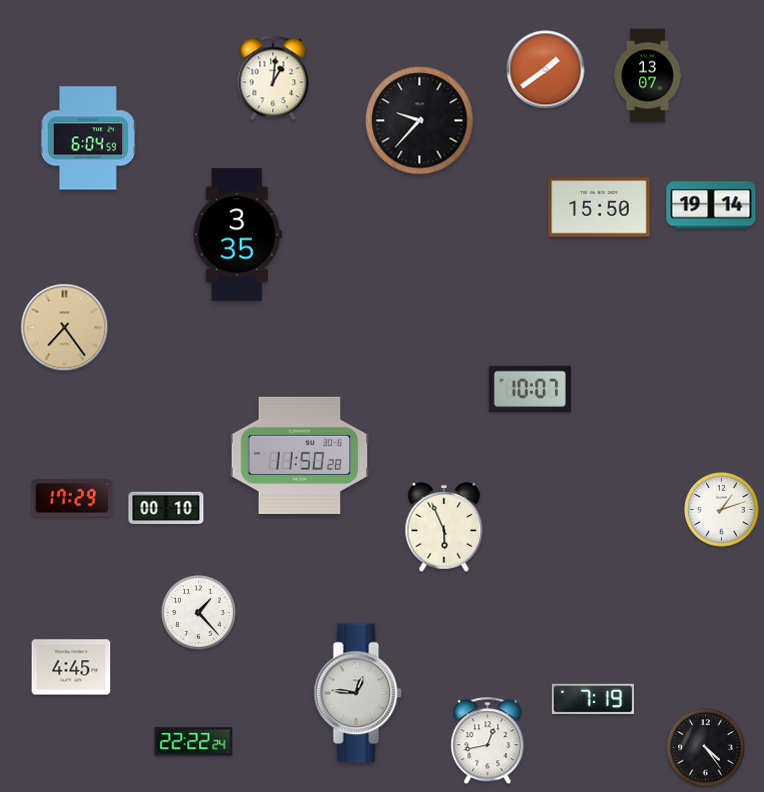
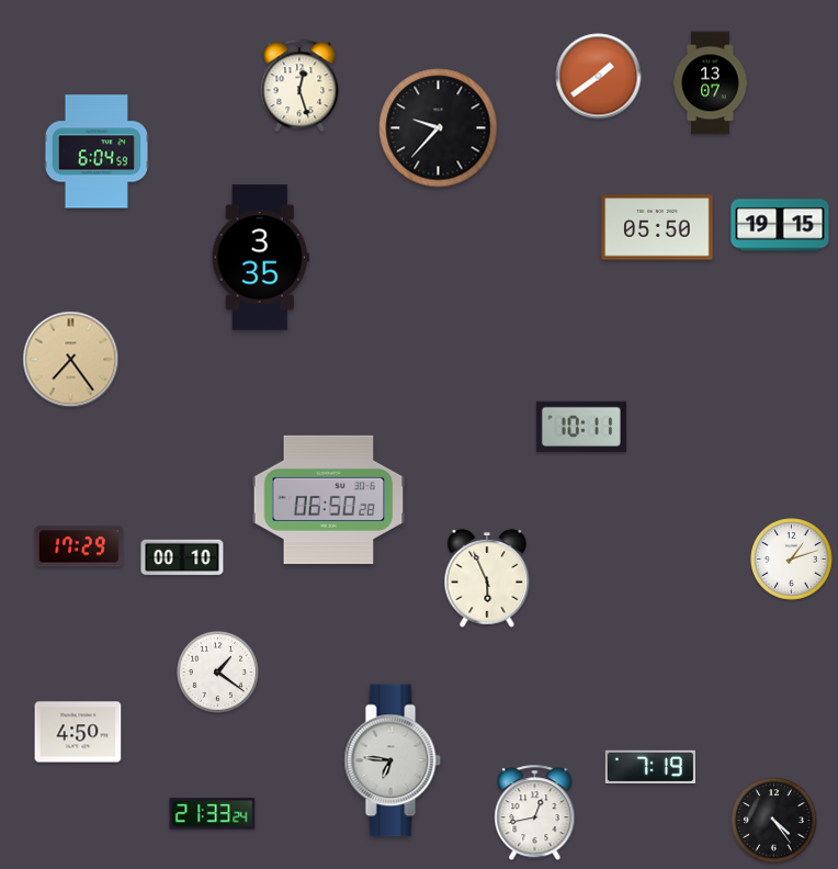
clock at (273, 78): 1:01 -> 12:27
clock at (420, 121) position: (420, 121) -> (439, 128)
clock at (711, 205): 19:14 -> 19:15
clock at (599, 207): 15:50 -> 05:50
clock at (530, 389): 10:07 -> 10:11
clock at (300, 455): 11:50 -> 06:50
clock at (199, 613): 1:23 -> 1:21
clock at (71, 667): 4:45 -> 4:50
clock at (358, 693): 12:46 -> 6:46
clock at (194, 742): 22:22 -> 21:33
